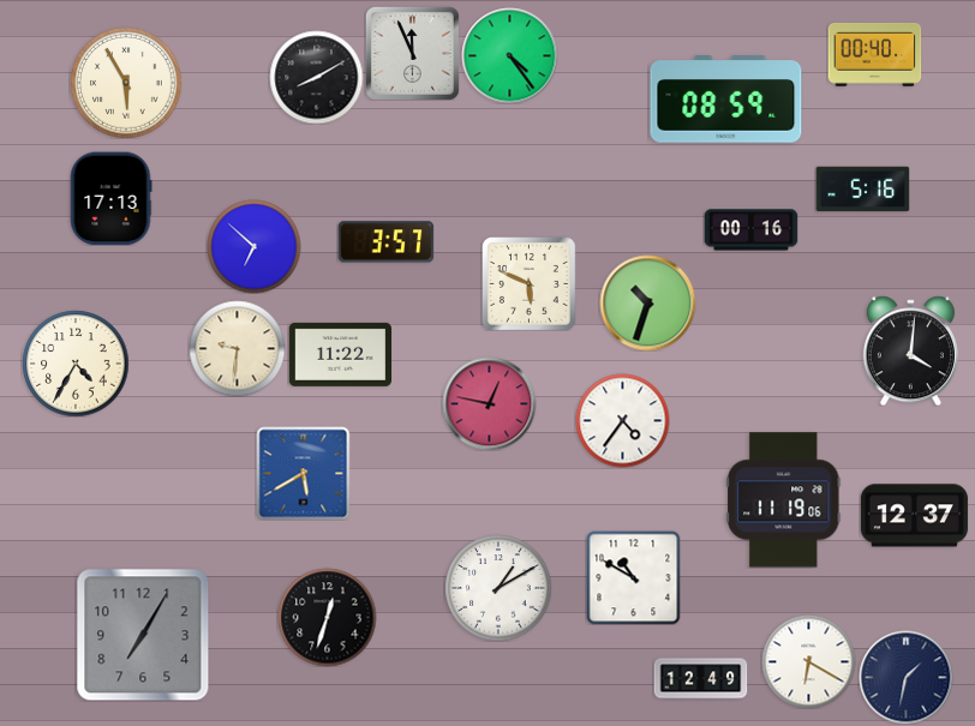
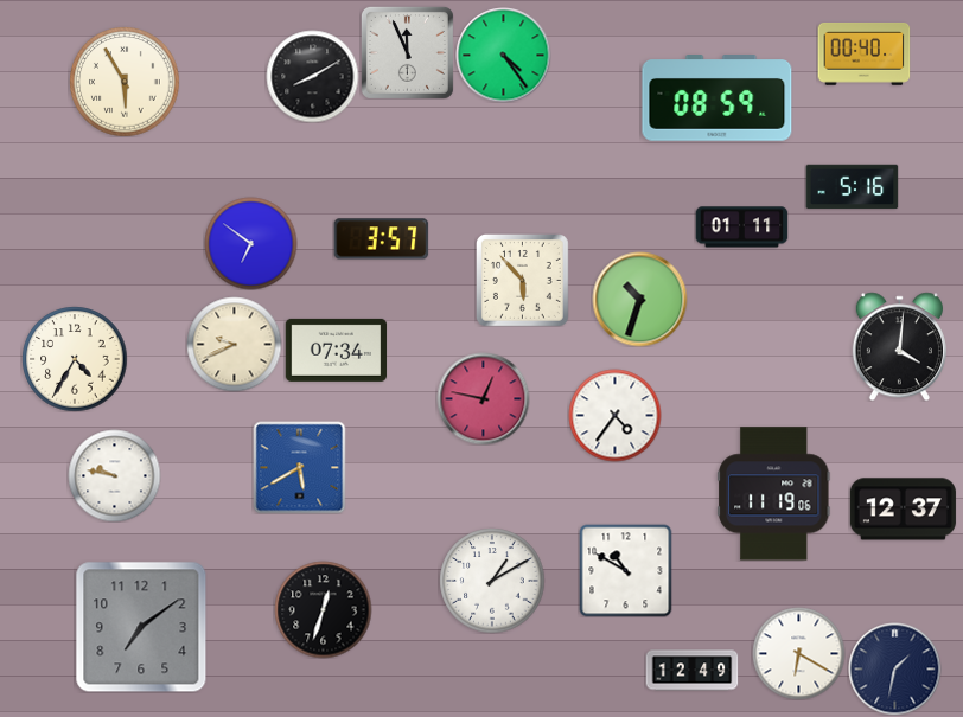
clock at (110, 198): 17:13 -> none
clock at (750, 230): 00:16 -> 01:11
clock at (253, 246): 6:52 -> 6:51
clock at (530, 284): 5:49 -> 5:53
clock at (237, 348): 9:31 -> 9:41
clock at (340, 354): 11:22 -> 07:34
clock at (114, 475): none -> 9:47
clock at (143, 635): 7:05 -> 7:09
